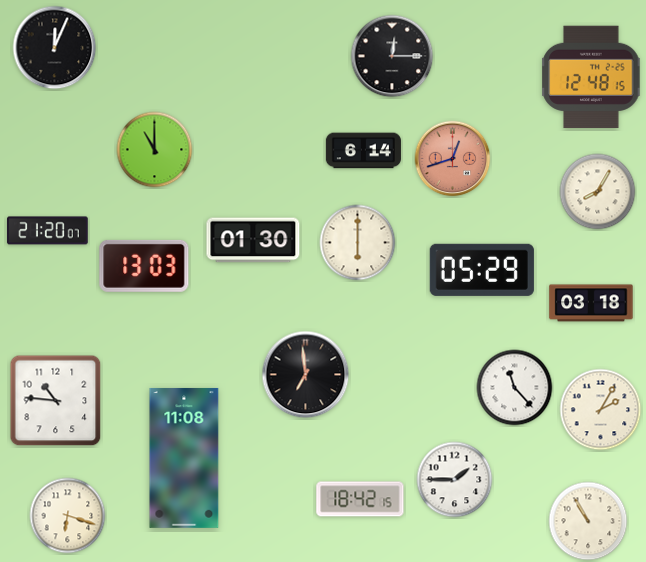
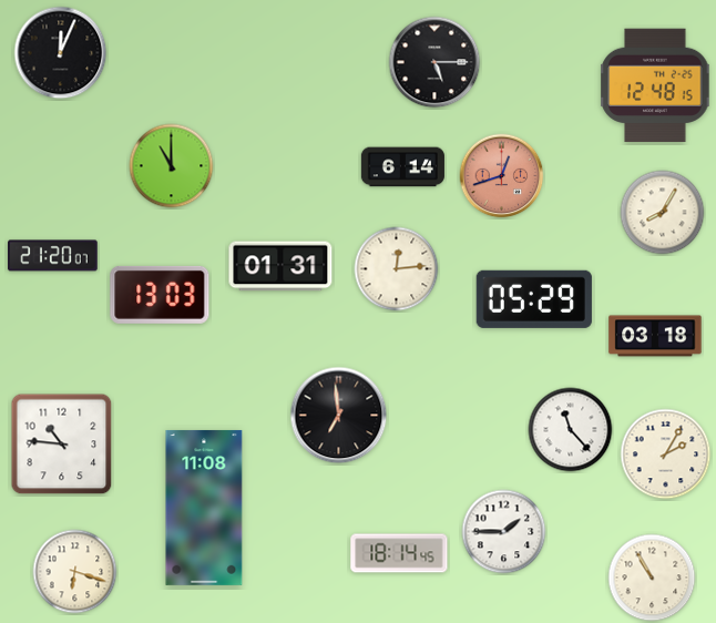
clock at (392, 56): 12:15 -> 5:15
clock at (253, 240): 01:30 -> 01:31
clock at (358, 243): 6:00 -> 12:14
clock at (360, 499): 18:42 -> 18:14
